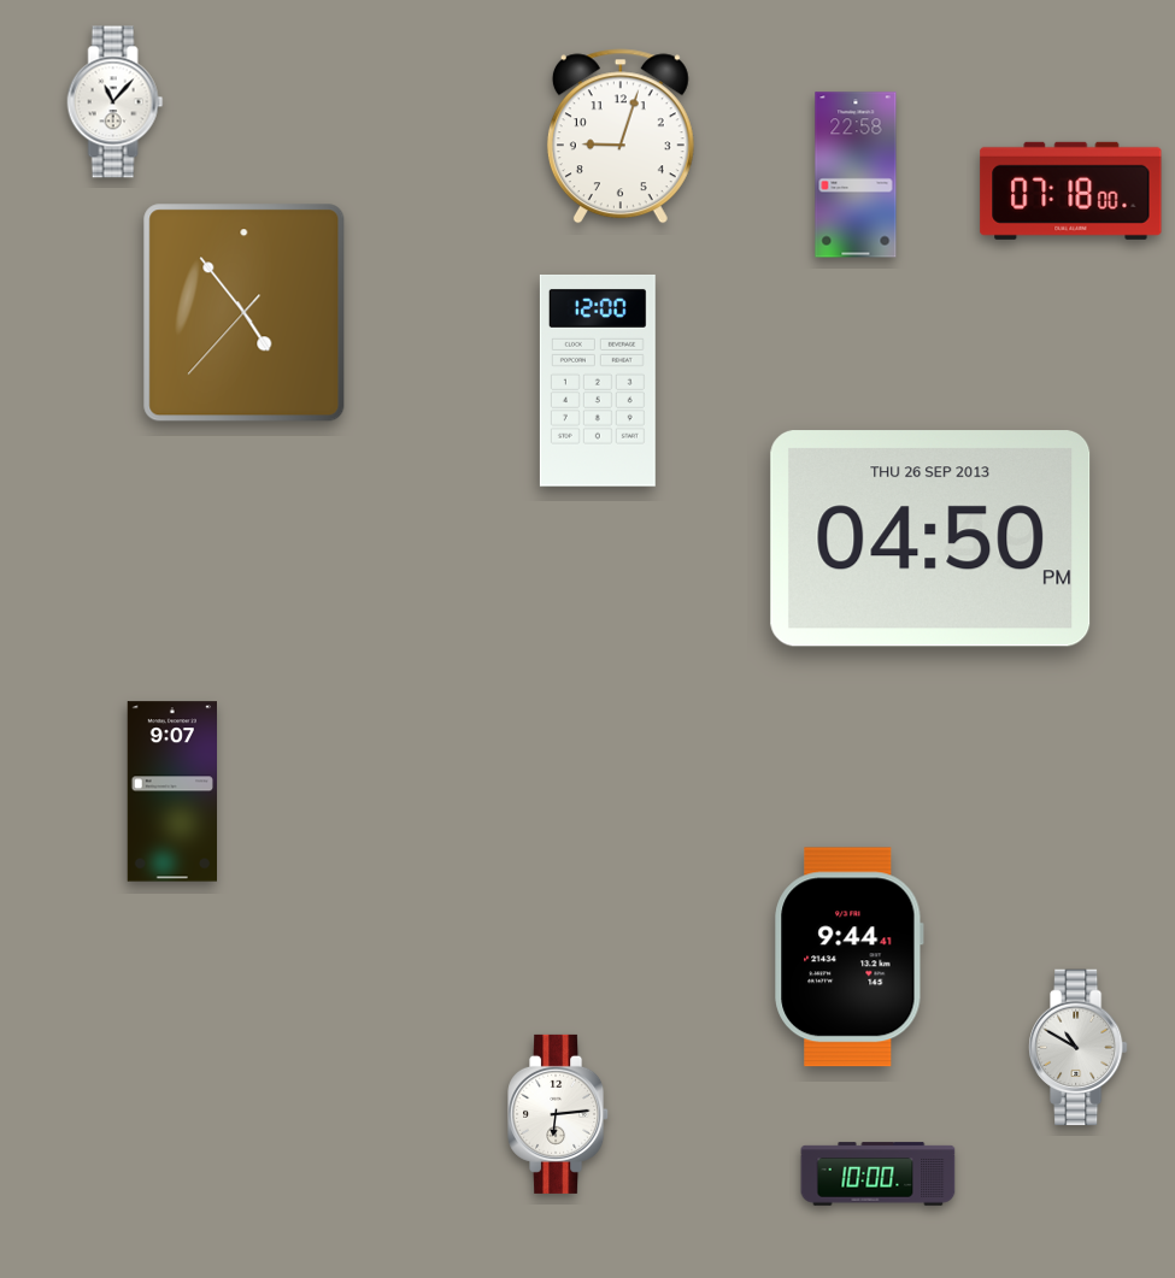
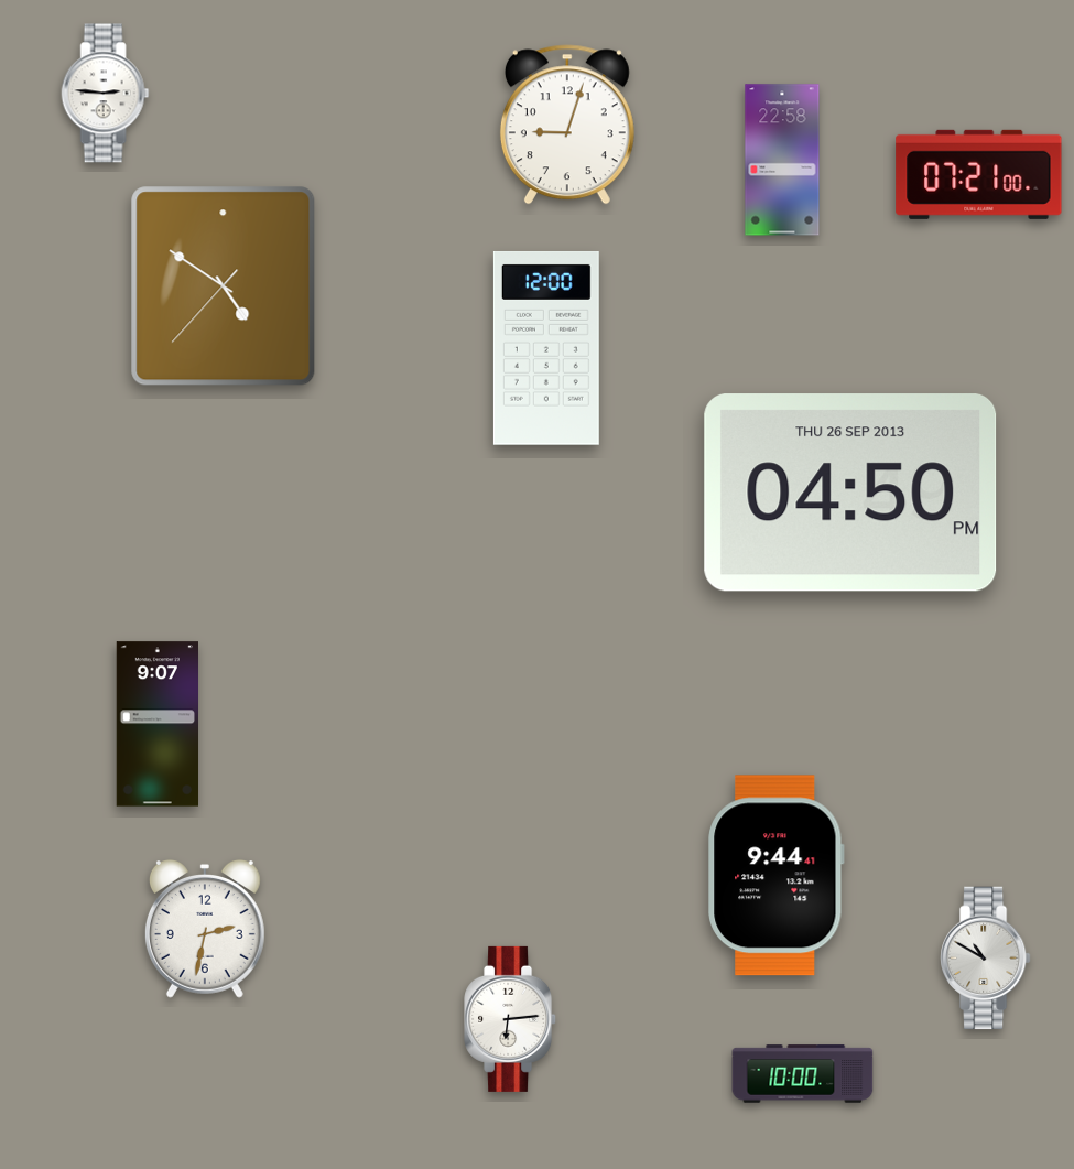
clock at (116, 102): 11:07 -> 2:46
clock at (1071, 190): 07:18 -> 07:21
clock at (245, 313): 4:53 -> 4:50
clock at (205, 930): none -> 2:32
